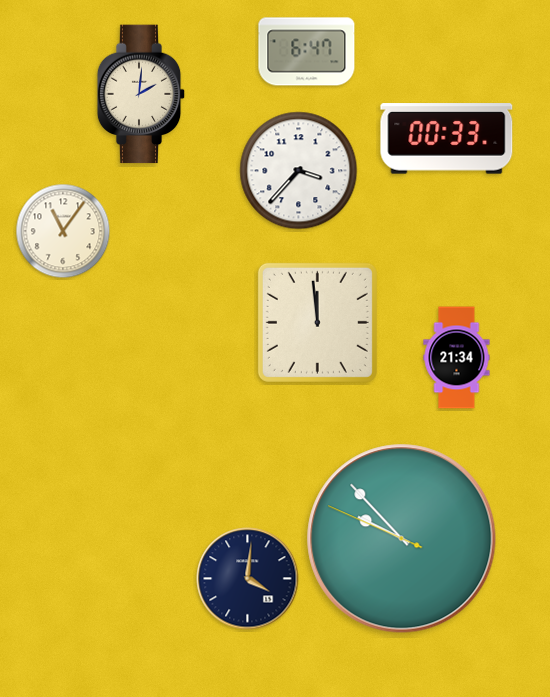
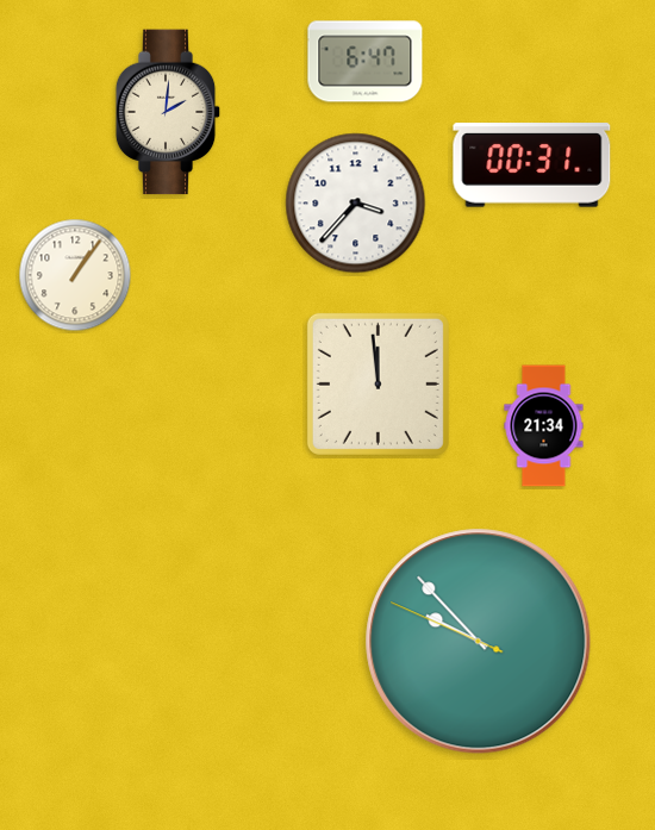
clock at (447, 139): 00:33 -> 00:31
clock at (63, 231): 11:06 -> 1:06
clock at (248, 579): 4:01 -> none
